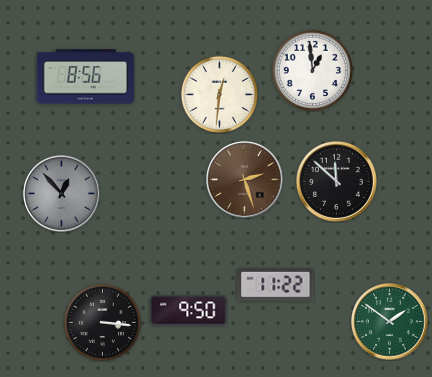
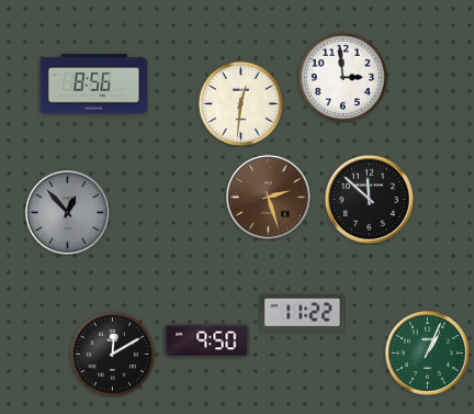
clock at (312, 70): 12:59 -> 2:59
clock at (102, 322): 3:16 -> 12:10
clock at (390, 322): 1:51 -> 1:04
